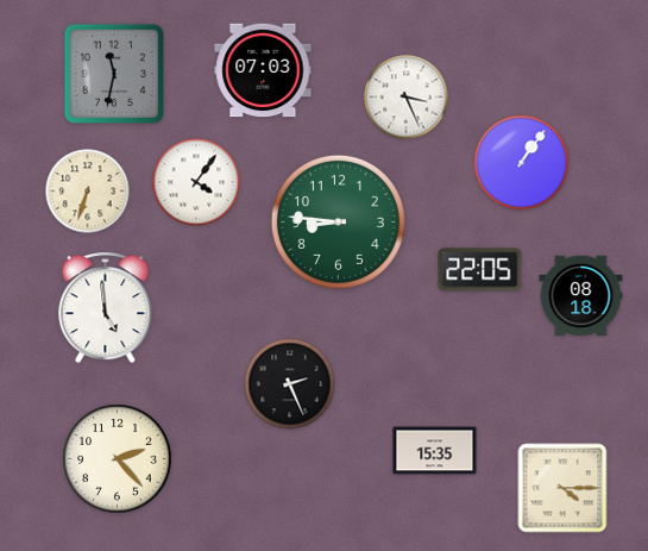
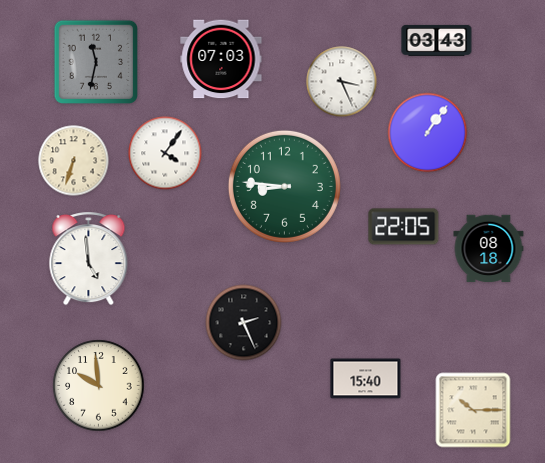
clock at (437, 40): none -> 03:43
clock at (522, 163) position: (522, 163) -> (428, 133)
clock at (435, 451): 15:35 -> 15:40
clock at (118, 459): 2:23 -> 9:59
clock at (562, 488): 4:15 -> 10:15
